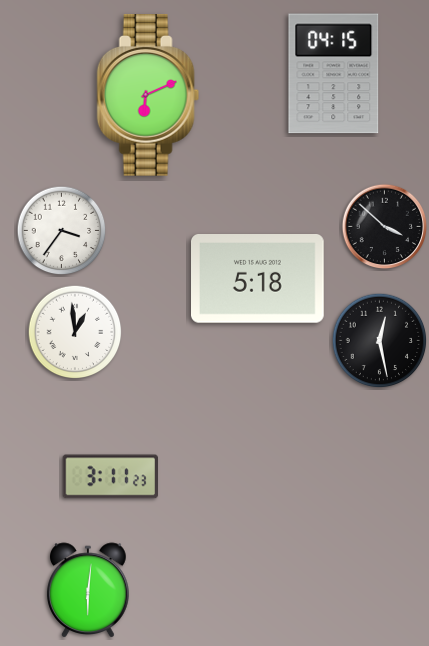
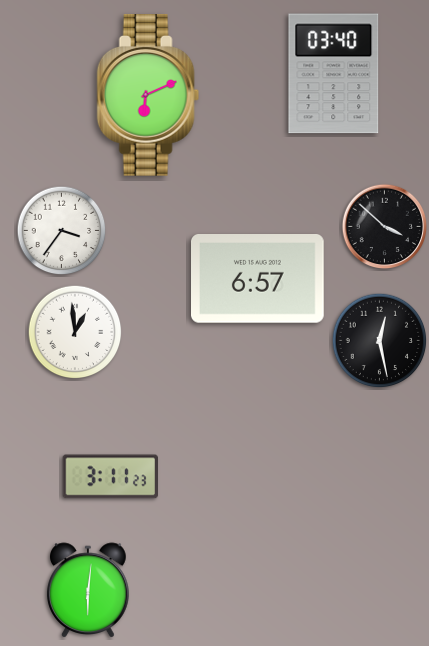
clock at (334, 74): 04:15 -> 03:40
clock at (258, 279): 5:18 -> 6:57
